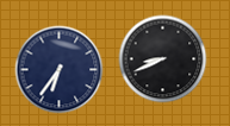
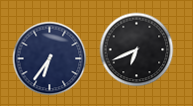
clock at (163, 59): 8:41 -> 6:41
